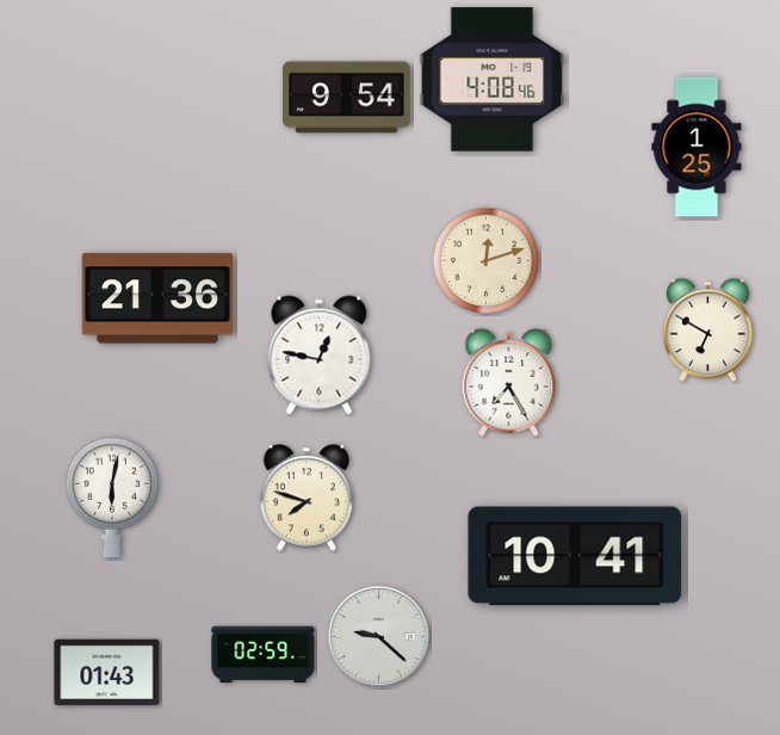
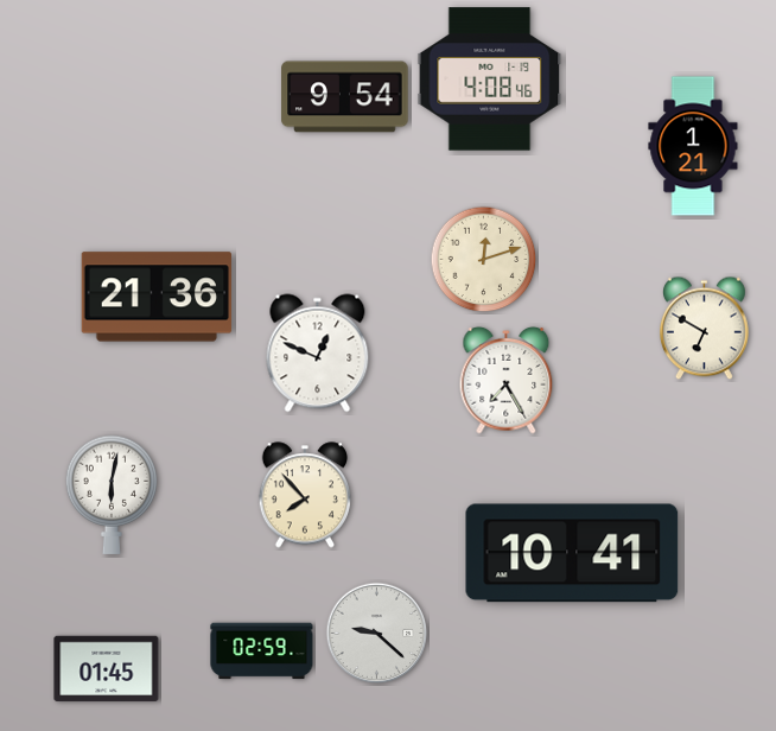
clock at (697, 147): 1:25 -> 1:21
clock at (320, 356): 12:47 -> 12:49
clock at (305, 498): 7:48 -> 7:53
clock at (107, 673): 01:43 -> 01:45
